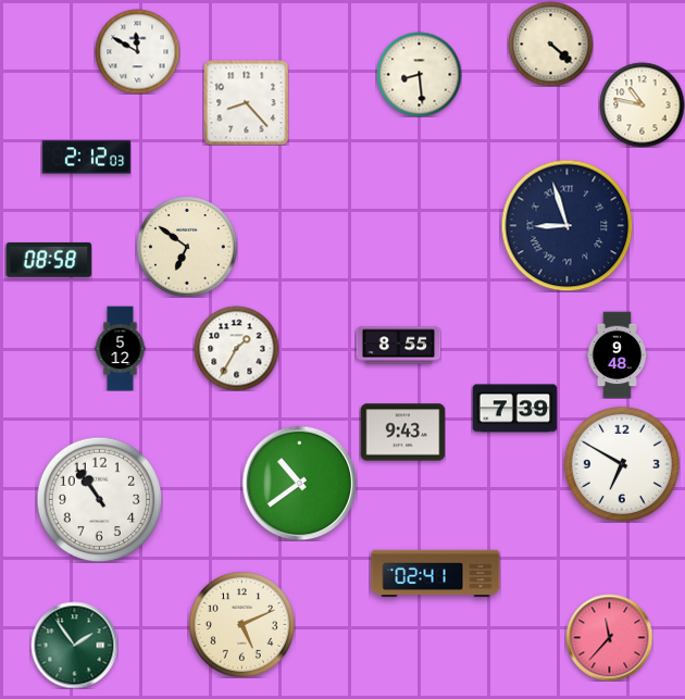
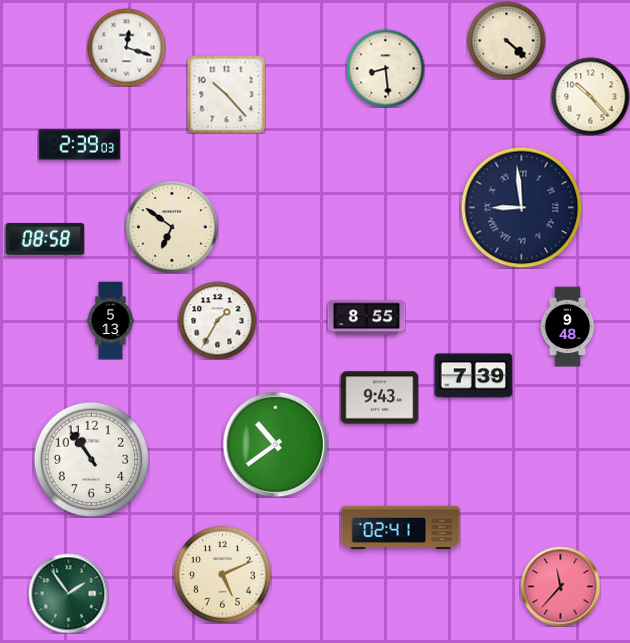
clock at (137, 51): 11:50 -> 12:18
clock at (246, 102): 8:23 -> 10:23
clock at (642, 104): 10:47 -> 10:23
clock at (86, 158): 2:12 -> 2:39
clock at (566, 225): 8:57 -> 8:59
clock at (121, 348): 5:12 -> 5:13
clock at (402, 433) position: (402, 433) -> (379, 398)
clock at (622, 464): 6:50 -> none
